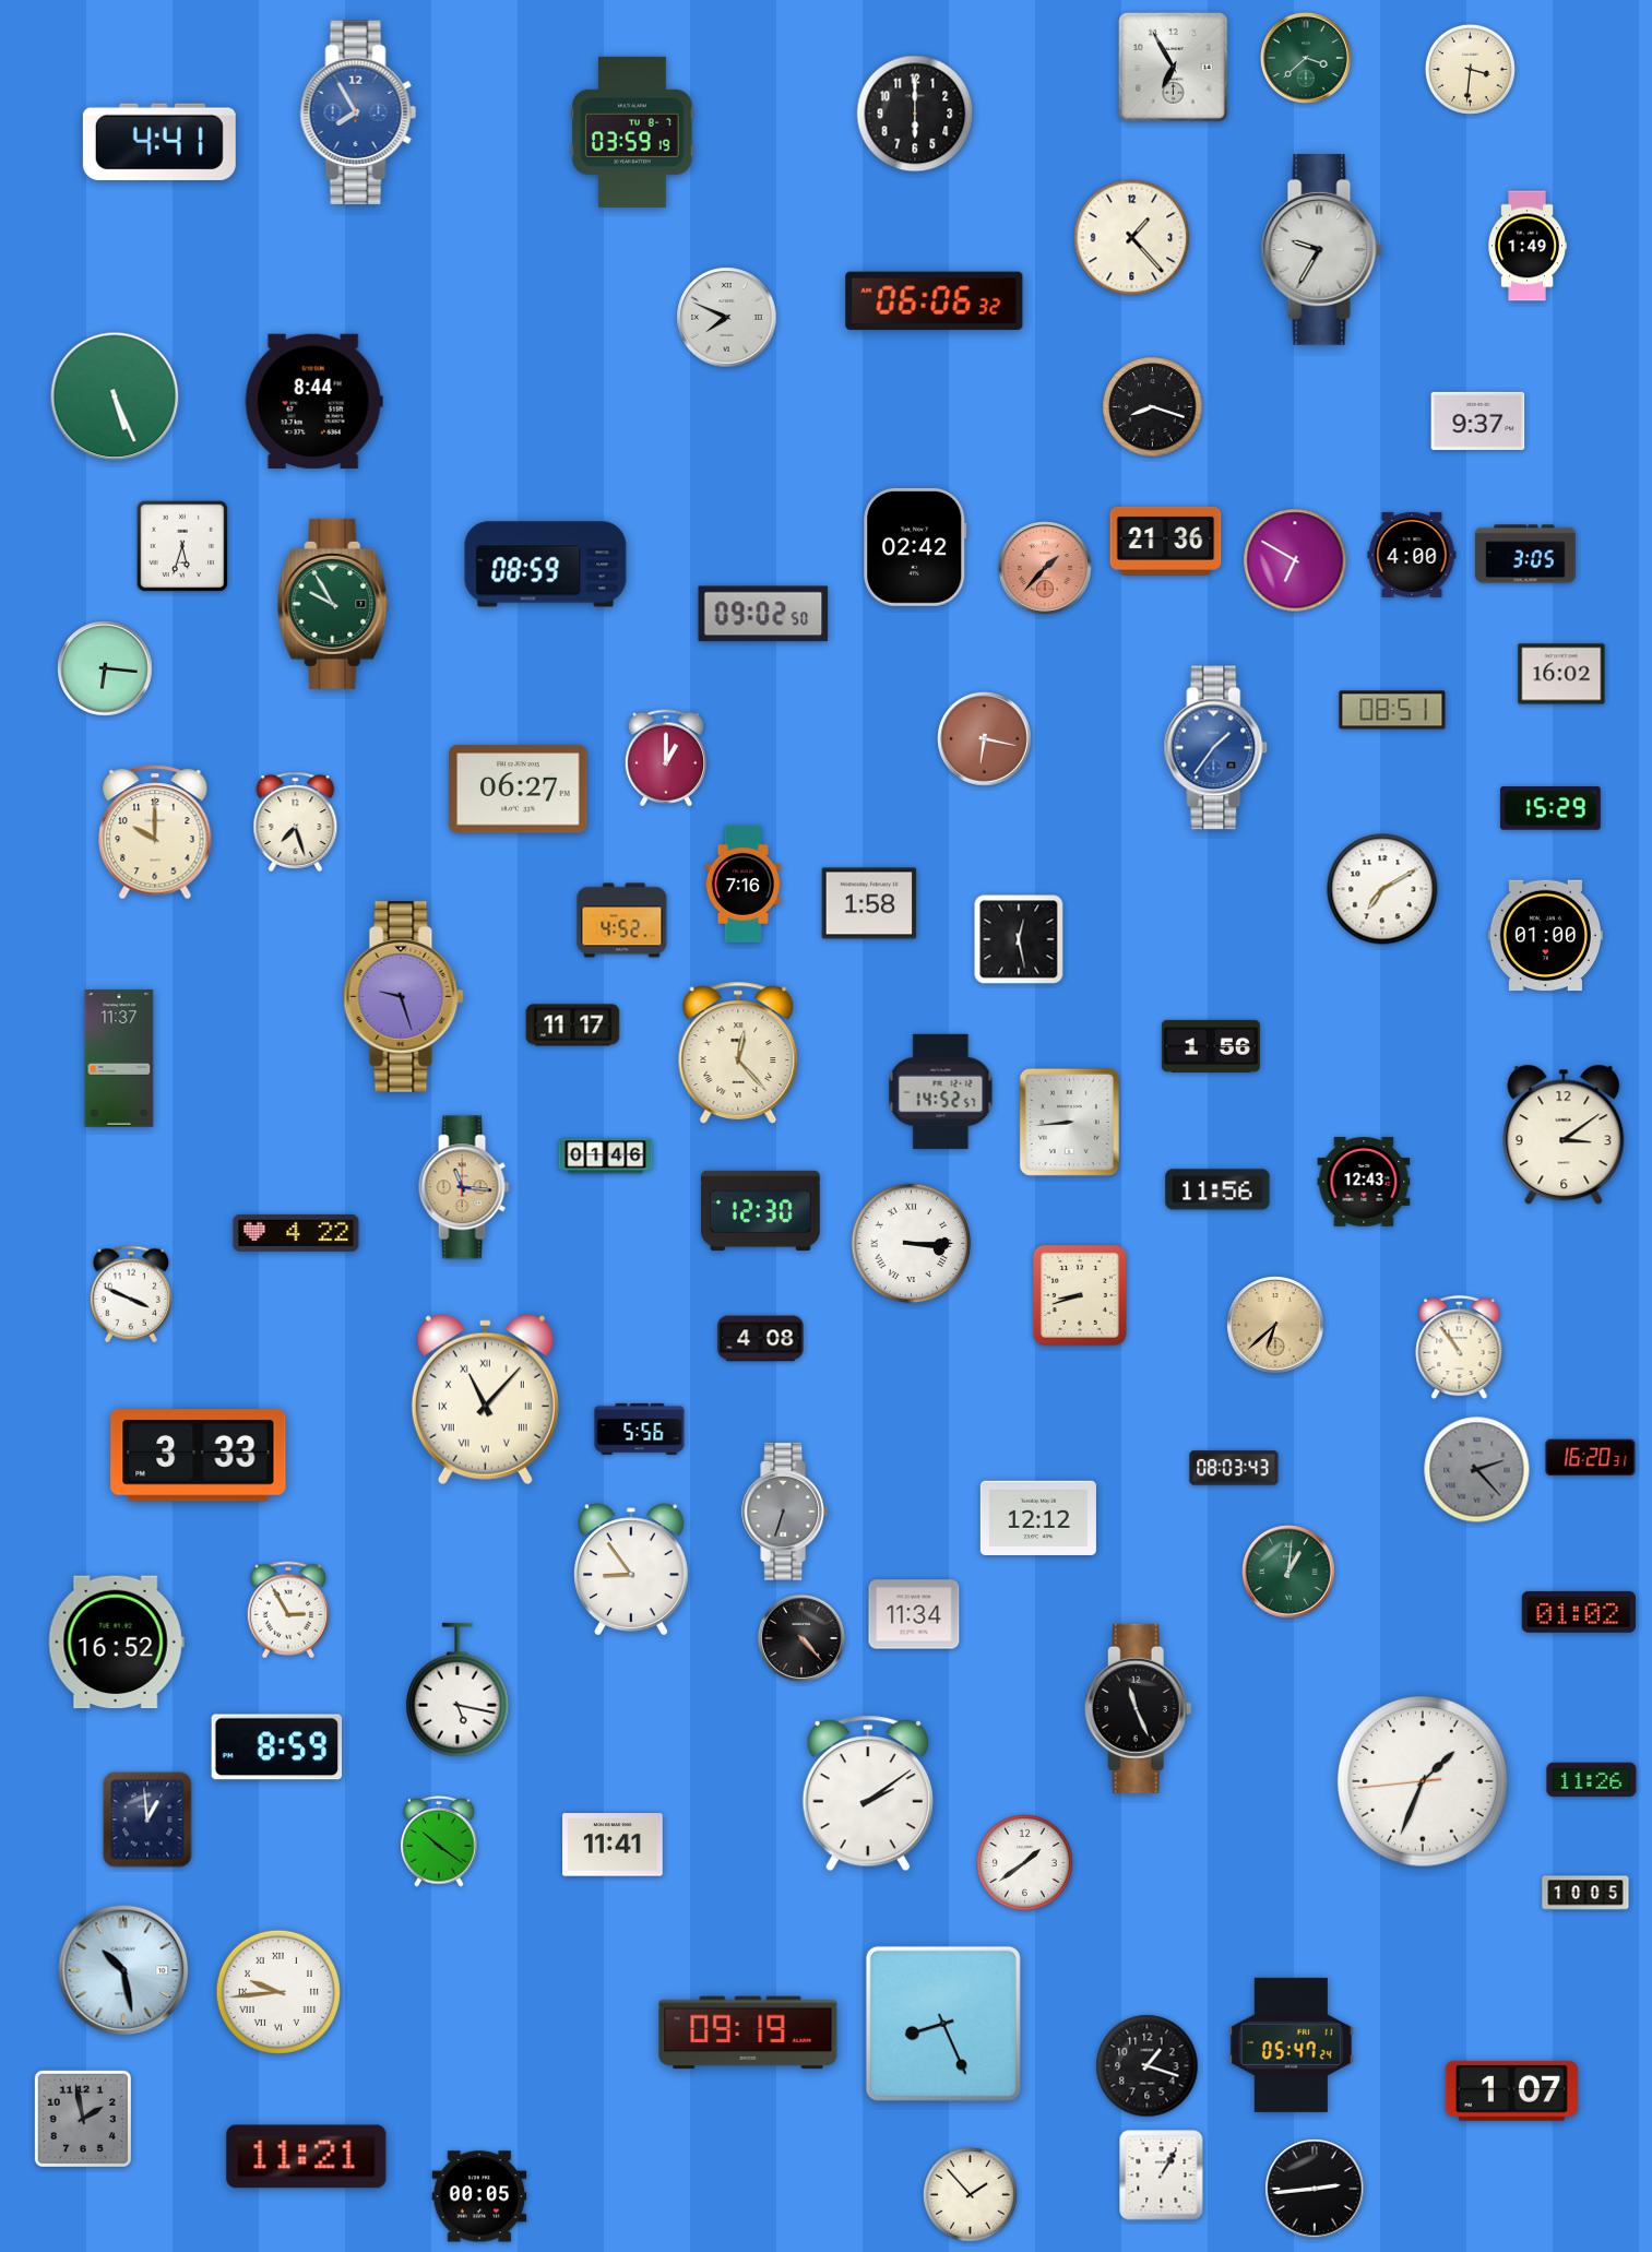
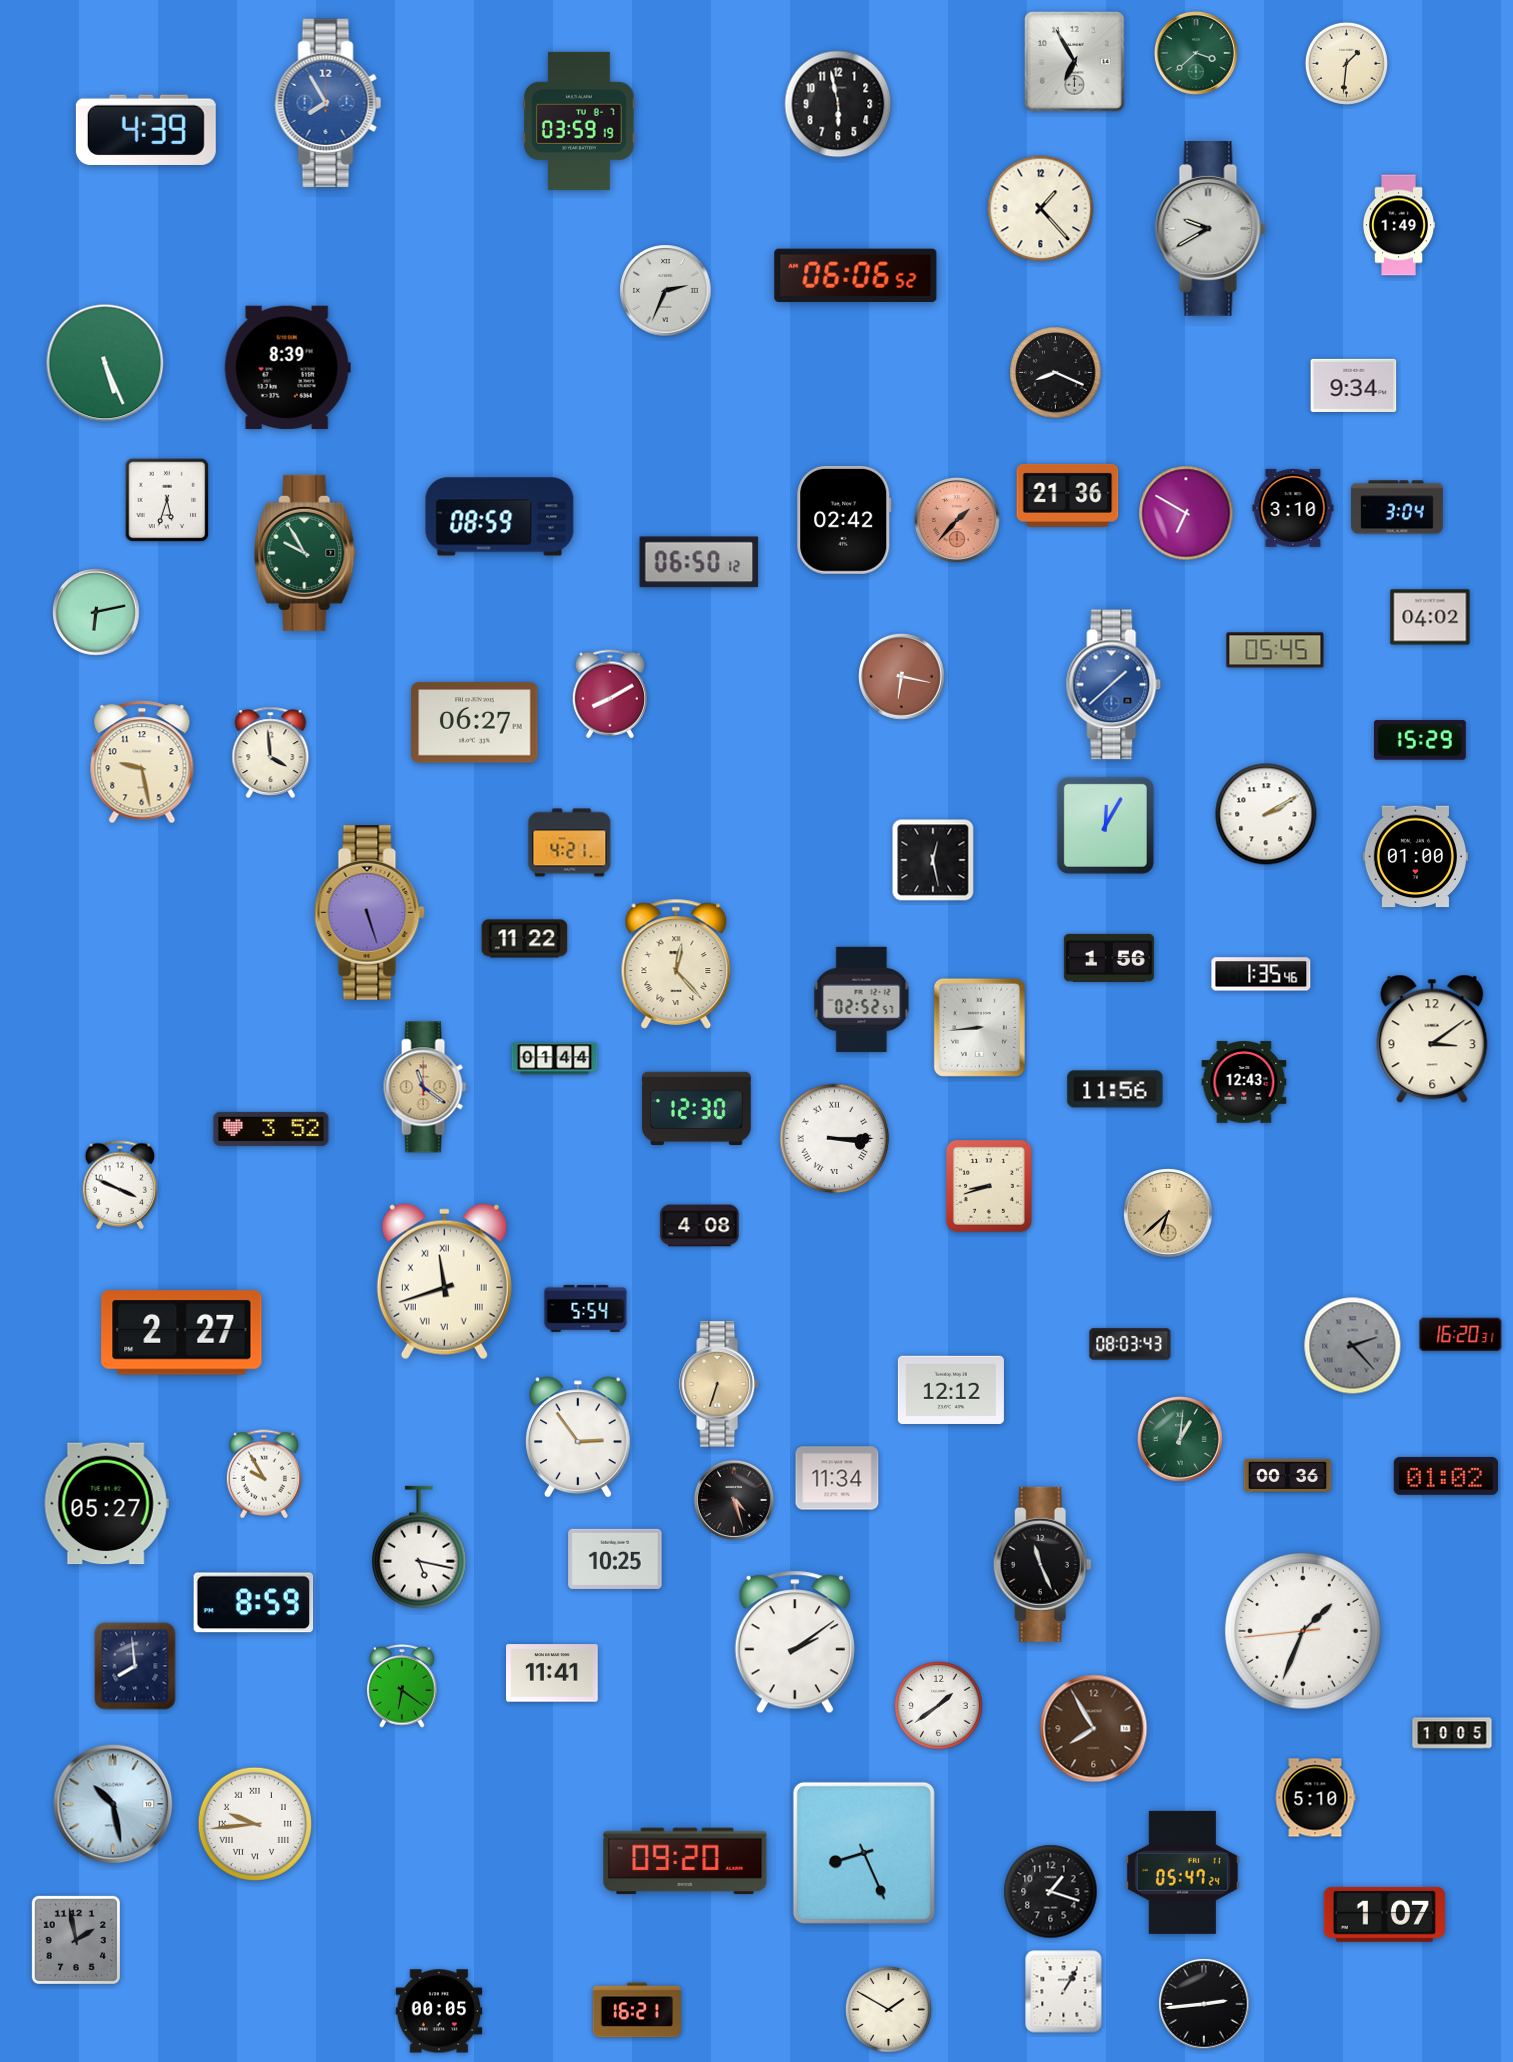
clock at (1470, 69): 3:31 -> 1:31
clock at (915, 114): 6:00 -> 5:58
clock at (159, 142): 4:41 -> 4:39
clock at (1132, 238) position: (1132, 238) -> (1041, 209)
clock at (1321, 250): 9:35 -> 9:40
clock at (935, 300): 06:06:32 -> 06:06:52
clock at (727, 318): 7:49 -> 2:34
clock at (313, 401): 8:44 -> 8:39
clock at (1153, 407): 8:18 -> 8:19
clock at (1478, 420): 9:37 -> 9:34
clock at (915, 547) position: (915, 547) -> (844, 520)
clock at (1525, 554): 3:05 -> 3:04
clock at (1412, 555): 4:00 -> 3:10
clock at (763, 614): 09:02 -> 06:50
clock at (105, 668): 6:16 -> 6:13
clock at (1561, 674): 16:02 -> 04:02
clock at (1392, 710): 08:51 -> 05:45
clock at (1216, 748): 1:36 -> 1:38
clock at (665, 758): 1:00 -> 8:10
clock at (296, 822): 7:27 -> 3:59
clock at (155, 832): 10:00 -> 9:28
clock at (744, 884): 7:16 -> none
clock at (1382, 889): 7:10 -> 2:10
clock at (1105, 825): none -> 12:05
clock at (869, 903): 1:58 -> none
clock at (622, 921): 4:52 -> 4:21
clock at (403, 997): 9:27 -> 5:27
clock at (573, 1026): 11:17 -> 11:22
clock at (119, 1058): 11:37 -> none
clock at (1261, 974): none -> 1:35
clock at (941, 1091): 14:52 -> 02:52
clock at (606, 1157): 01:46 -> 01:44
clock at (1364, 1182) position: (1364, 1182) -> (1244, 1082)
clock at (464, 1187): 11:16 -> 11:21
clock at (296, 1233): 4:22 -> 3:52
clock at (761, 1339) position: (761, 1339) -> (700, 1226)
clock at (1460, 1348): 10:54 -> none
clock at (485, 1400): 11:07 -> 11:42
clock at (640, 1429): 5:56 -> 5:54
clock at (199, 1456): 3:33 -> 2:27
clock at (1591, 1458) position: (1591, 1458) -> (1461, 1335)
clock at (786, 1512) dial: grey -> champagne
clock at (632, 1569): 8:54 -> 2:54
clock at (287, 1610): 2:55 -> 9:55
clock at (1288, 1475): none -> 00:36
clock at (801, 1638): 4:23 -> 4:27
clock at (116, 1643): 16:52 -> 05:27
clock at (615, 1559): none -> 10:25
clock at (277, 1747) position: (277, 1747) -> (254, 1603)
clock at (1592, 1780): 11:26 -> none
clock at (147, 1820): 12:59 -> 7:59
clock at (439, 1842): 10:21 -> 6:21
clock at (614, 1845) position: (614, 1845) -> (553, 1673)
clock at (1094, 1729): none -> 7:55
clock at (1315, 1798): none -> 5:10
clock at (748, 2032): 09:19 -> 09:20
clock at (307, 2157): 11:21 -> none
clock at (970, 2194): 1:53 -> 1:50
clock at (636, 2010): none -> 16:21
